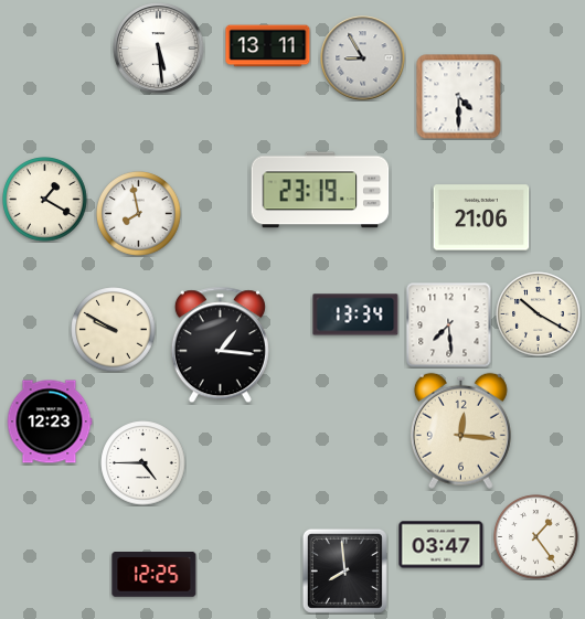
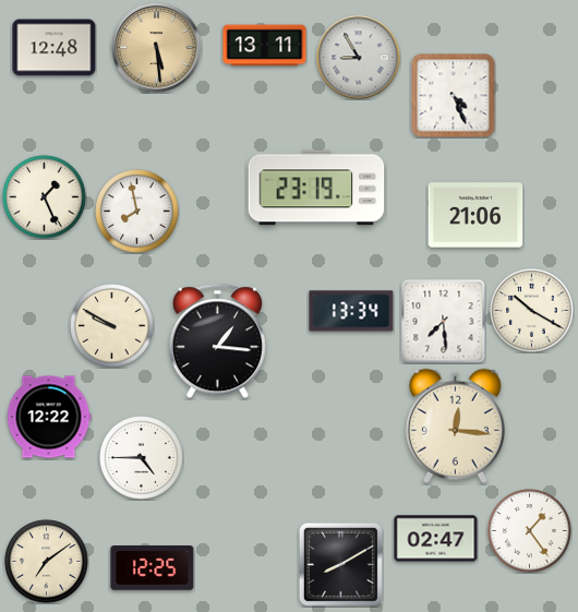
clock at (55, 48): none -> 12:48
clock at (159, 49) dial: white -> champagne
clock at (459, 97): 4:30 -> 4:26
clock at (45, 200): 1:20 -> 1:26
clock at (50, 421): 12:23 -> 12:22
clock at (442, 545): 03:47 -> 02:47
clock at (47, 562): none -> 7:09
clock at (344, 570): 7:59 -> 8:10
